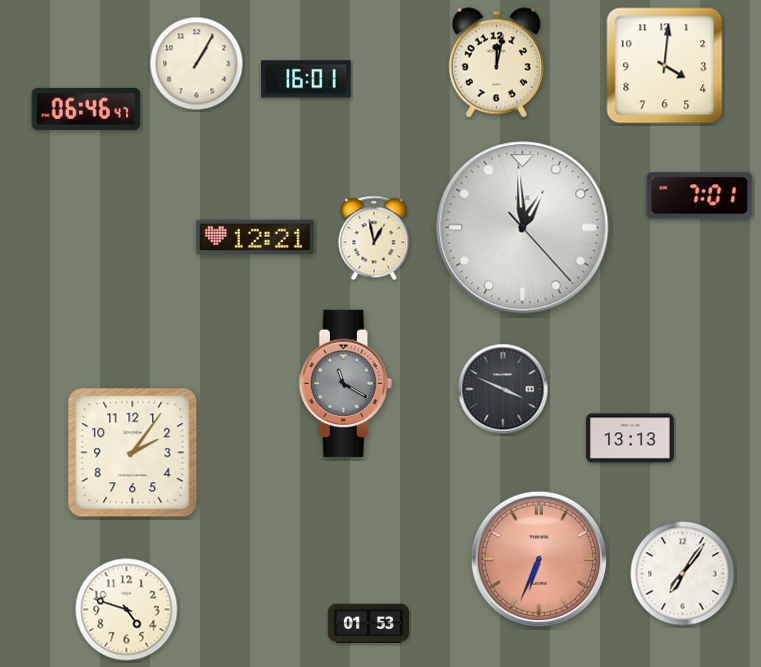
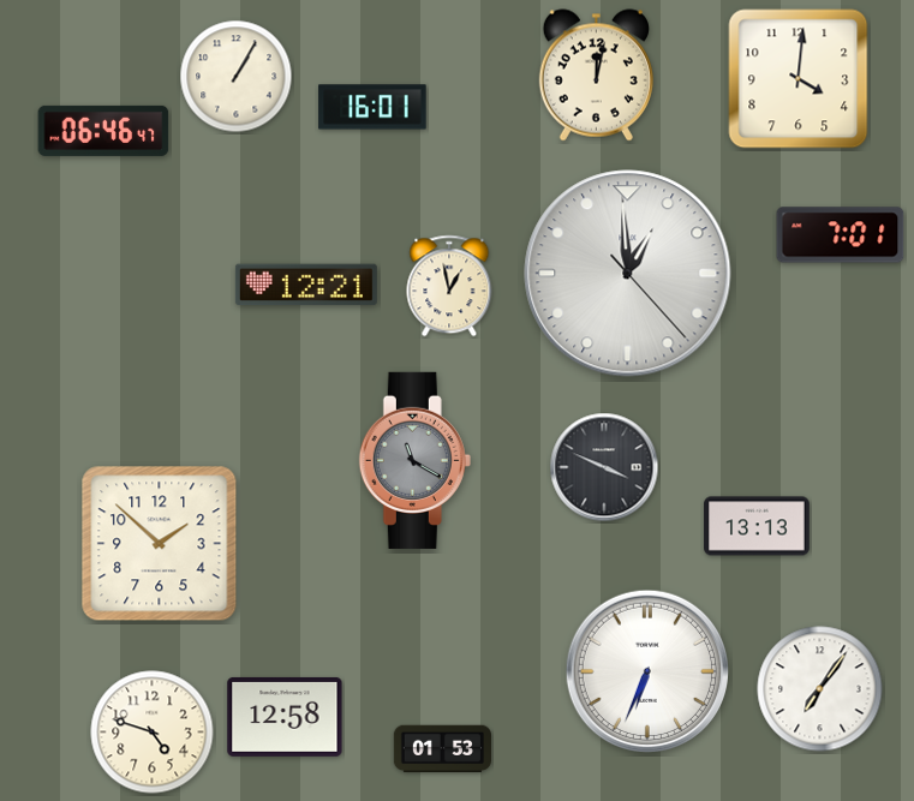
clock at (306, 79) position: (306, 79) -> (372, 107)
clock at (133, 453): 2:06 -> 1:52
clock at (538, 558) dial: salmon -> white
clock at (285, 717): none -> 12:58
